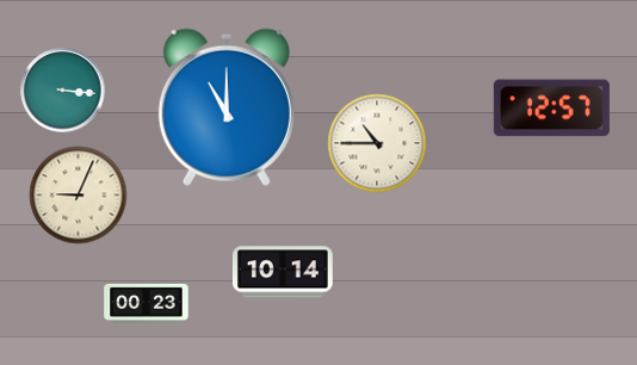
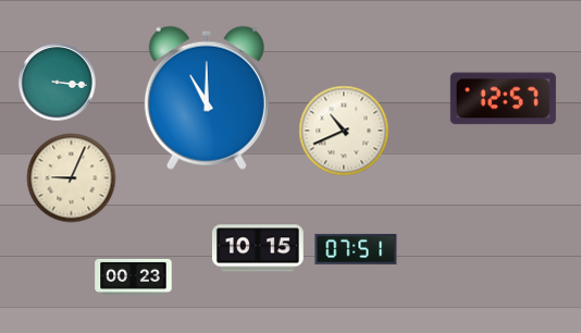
clock at (377, 143): 10:45 -> 10:41
clock at (283, 272): 10:14 -> 10:15
clock at (356, 249): none -> 07:51
